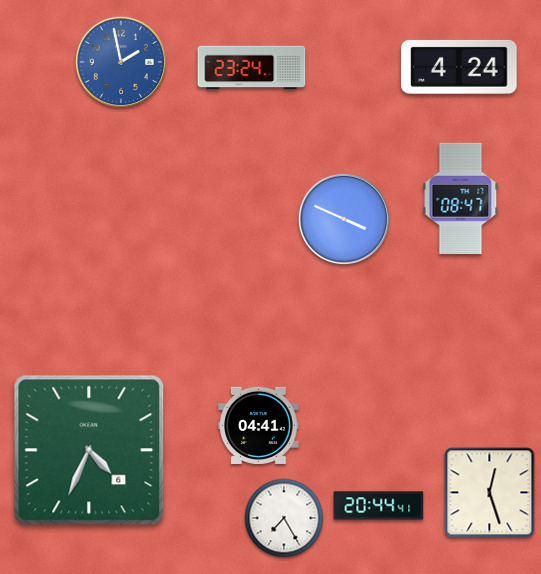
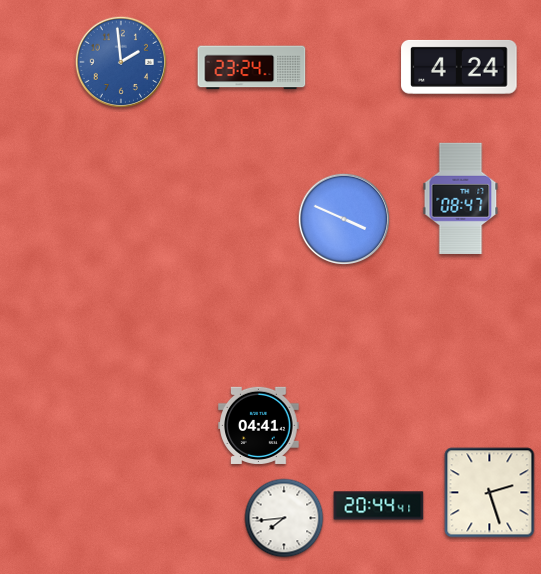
clock at (120, 61): 1:58 -> 1:59
clock at (89, 450): 4:34 -> none
clock at (490, 493): 12:27 -> 2:27
clock at (284, 518): 7:25 -> 7:44
